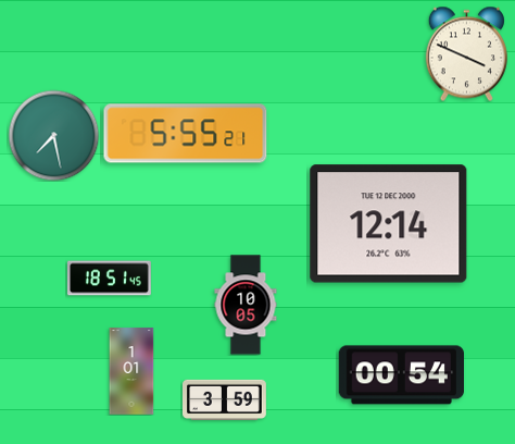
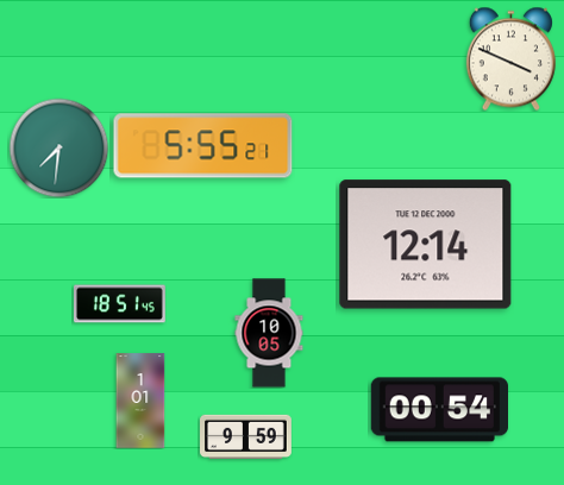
clock at (53, 135): 7:28 -> 7:31
clock at (131, 371) position: (131, 371) -> (140, 401)
clock at (225, 400): 3:59 -> 9:59
